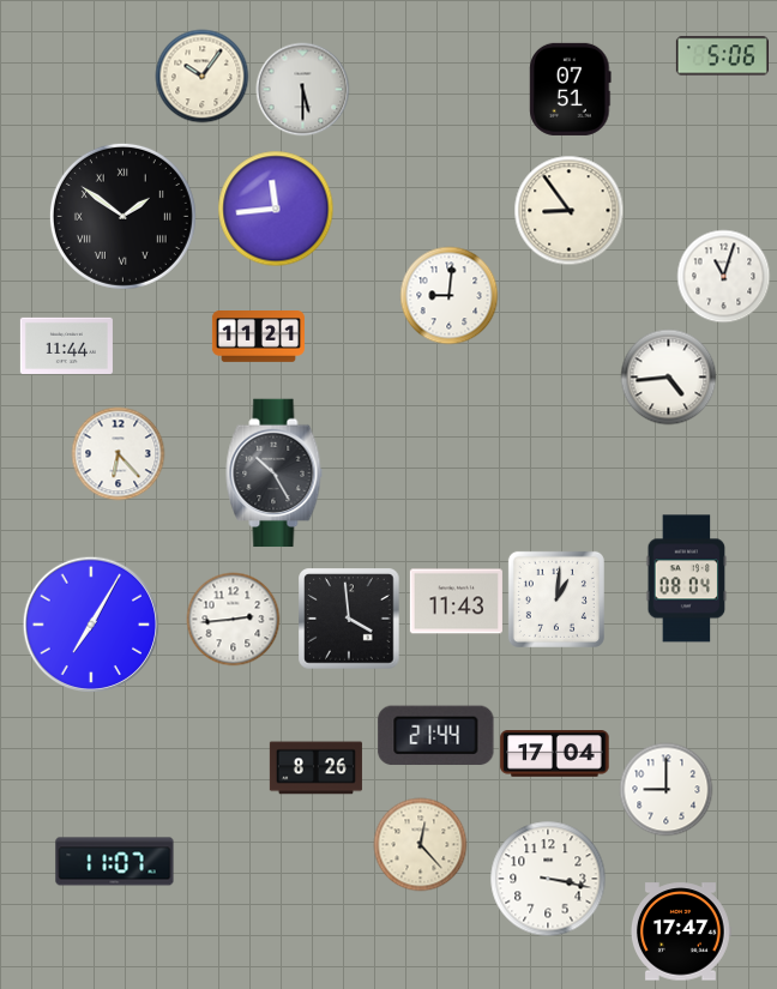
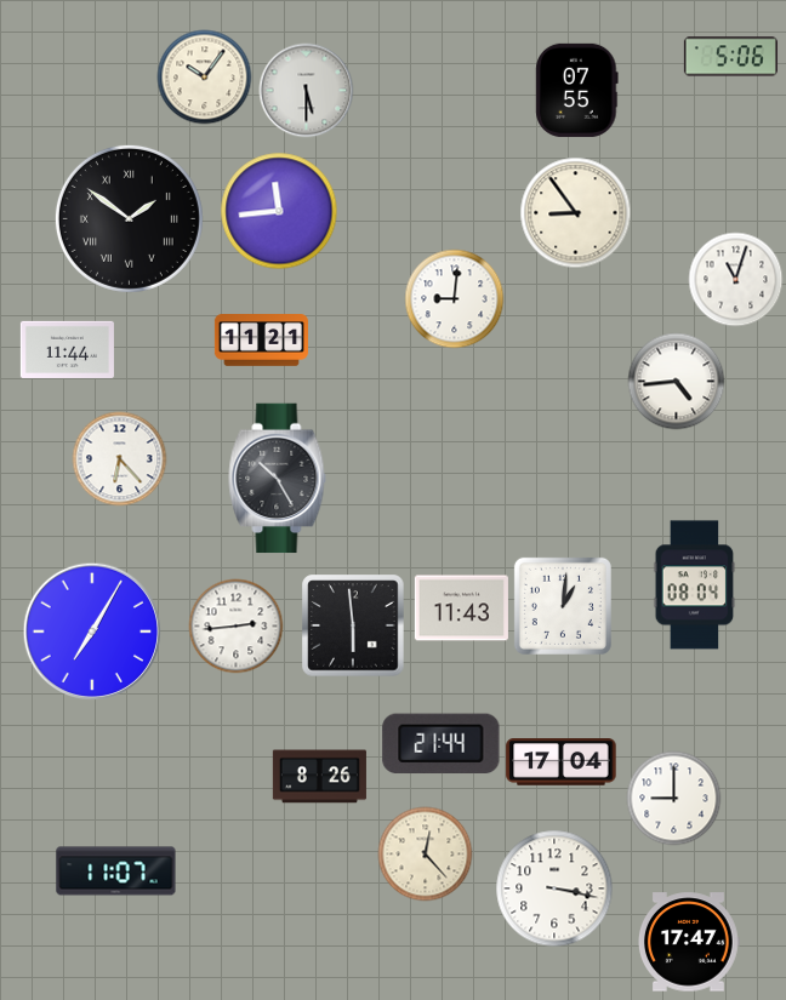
clock at (571, 89): 07:51 -> 07:55
clock at (122, 216) position: (122, 216) -> (129, 218)
clock at (723, 276) position: (723, 276) -> (735, 279)
clock at (349, 619): 3:59 -> 5:59
